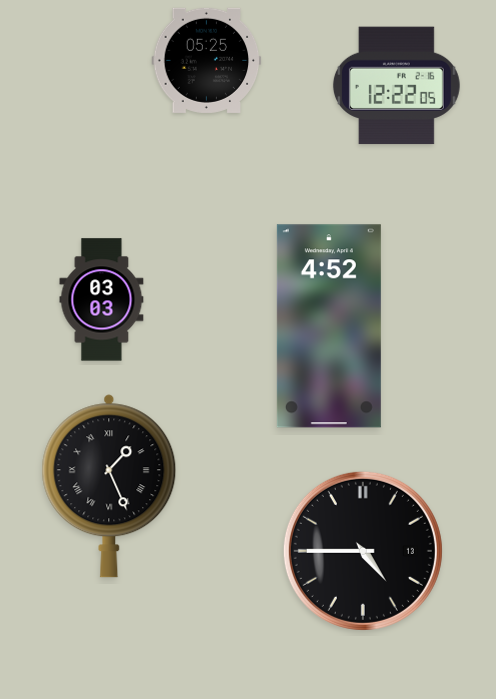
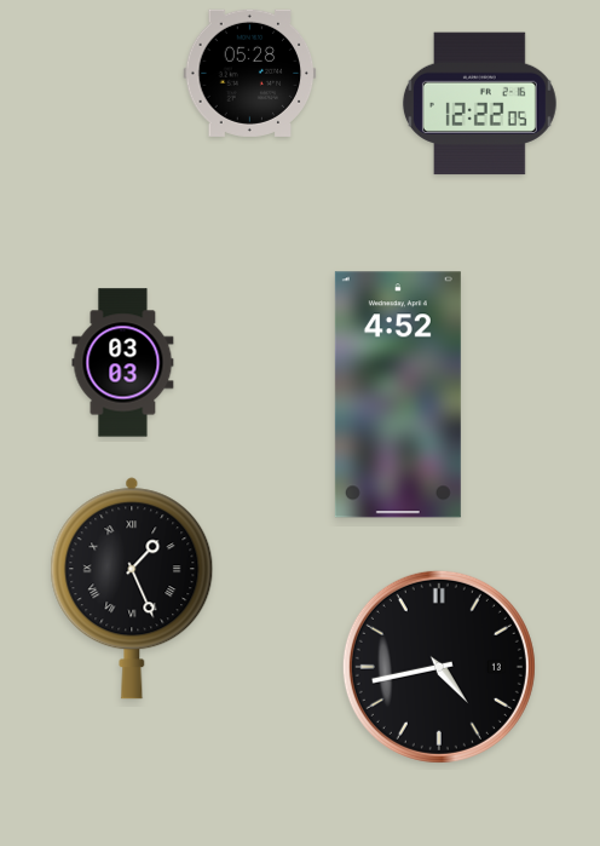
clock at (207, 60): 05:25 -> 05:28
clock at (363, 551): 4:45 -> 4:43
